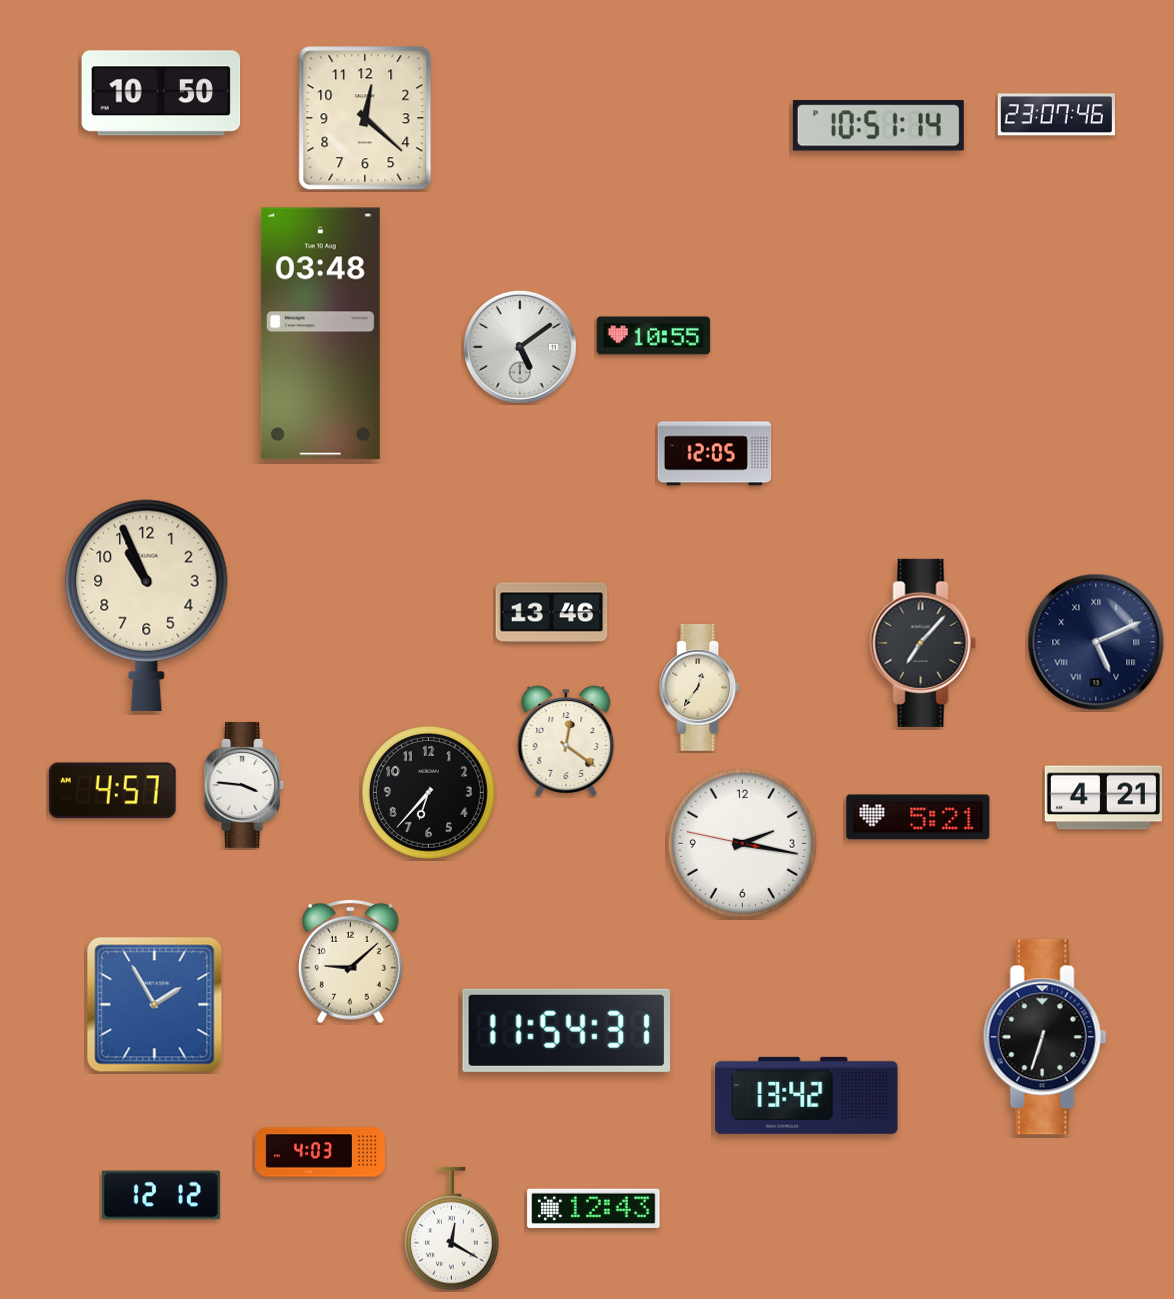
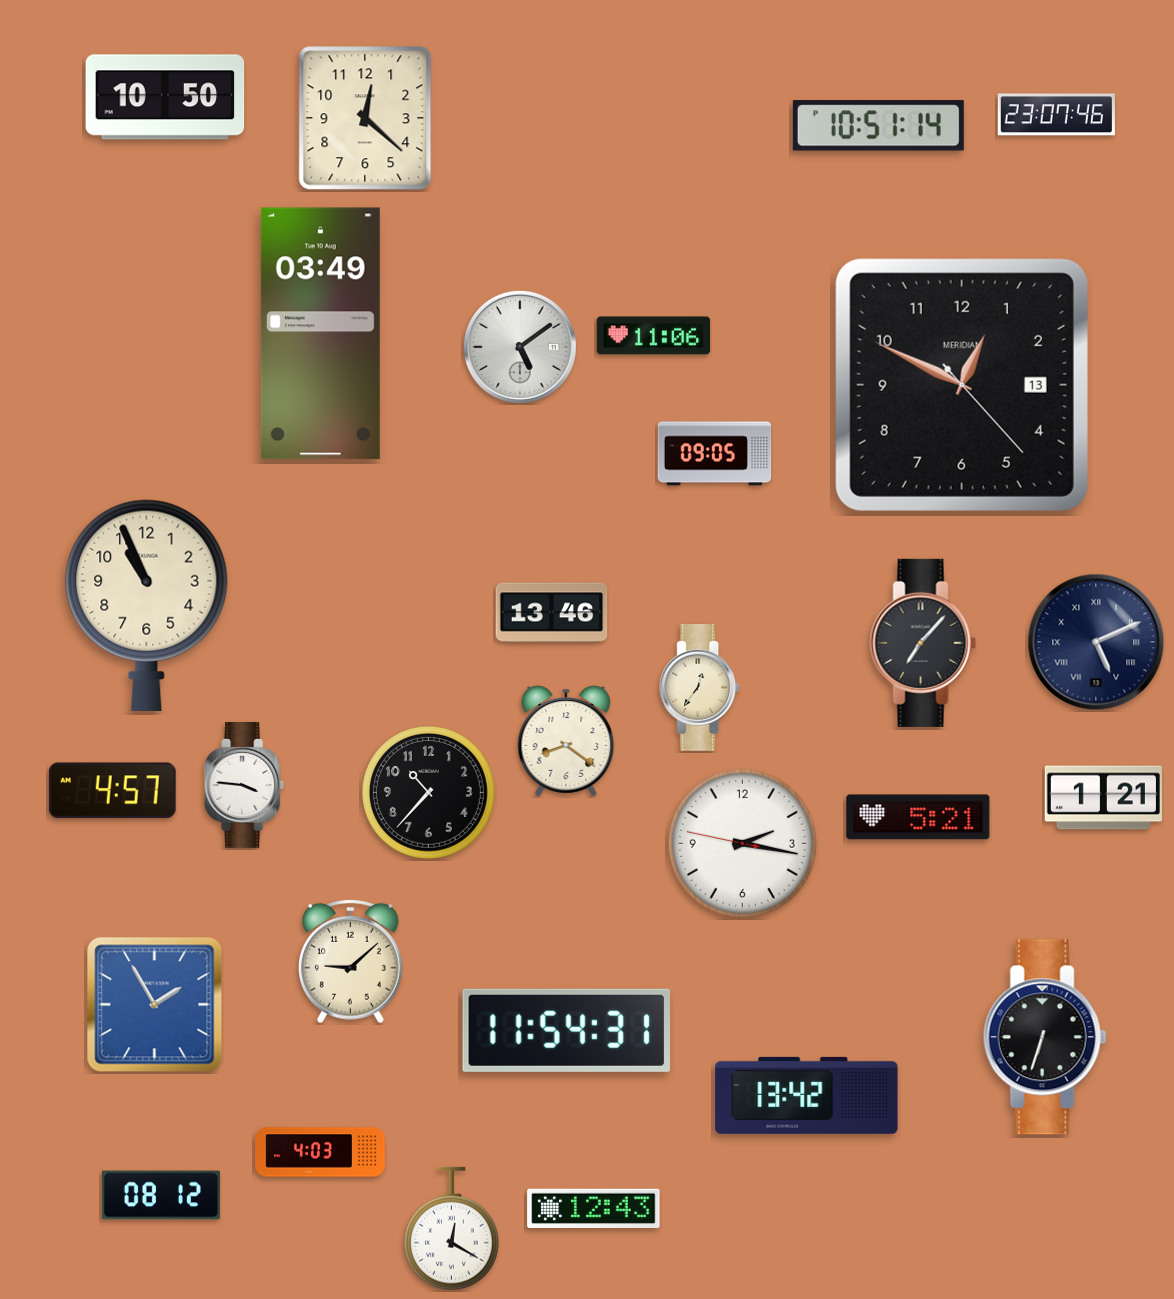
clock at (161, 93) position: (161, 93) -> (165, 97)
clock at (320, 334): 03:48 -> 03:49
clock at (654, 336): 10:55 -> 11:06
clock at (962, 385): none -> 12:49
clock at (715, 454): 12:05 -> 09:05
clock at (566, 741): 12:21 -> 8:21
clock at (428, 792): 6:37 -> 10:37
clock at (1103, 798): 4:21 -> 1:21
clock at (161, 1195): 12:12 -> 08:12
